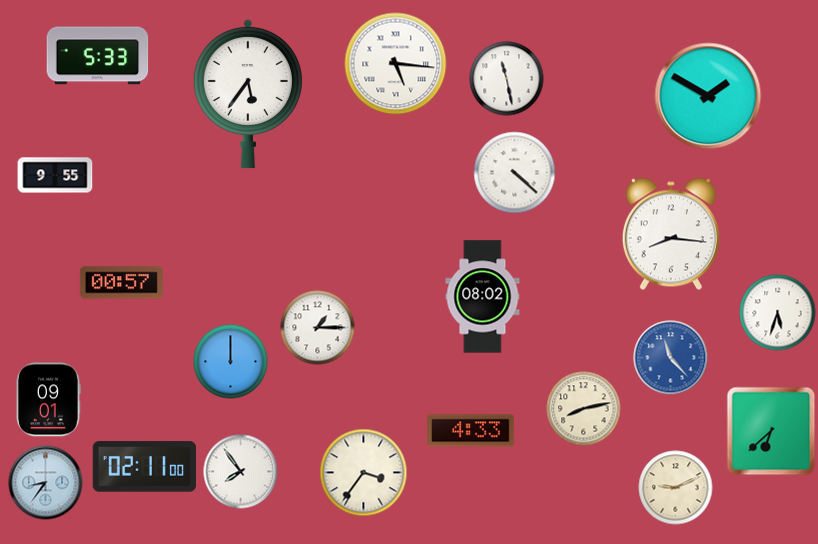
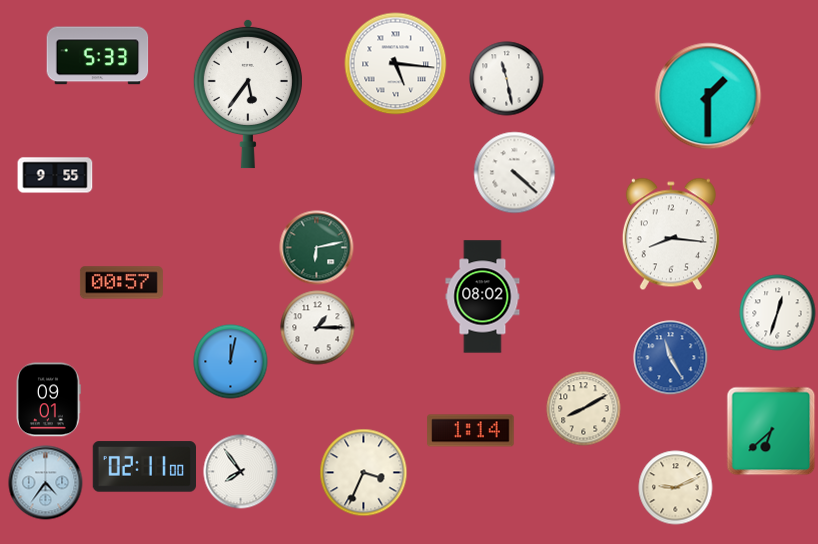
clock at (708, 96): 1:50 -> 1:30
clock at (317, 248): none -> 6:13
clock at (778, 313): 5:33 -> 12:33
clock at (671, 358): 11:23 -> 11:25
clock at (231, 362): 12:00 -> 12:02
clock at (584, 409): 8:13 -> 8:10
clock at (471, 431): 4:33 -> 1:14
clock at (364, 473): 3:36 -> 3:34
clock at (46, 483): 8:36 -> 4:36
